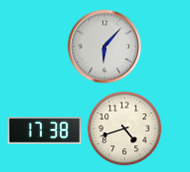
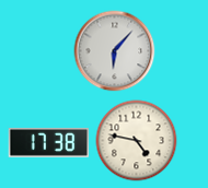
clock at (125, 129): 4:42 -> 4:47
